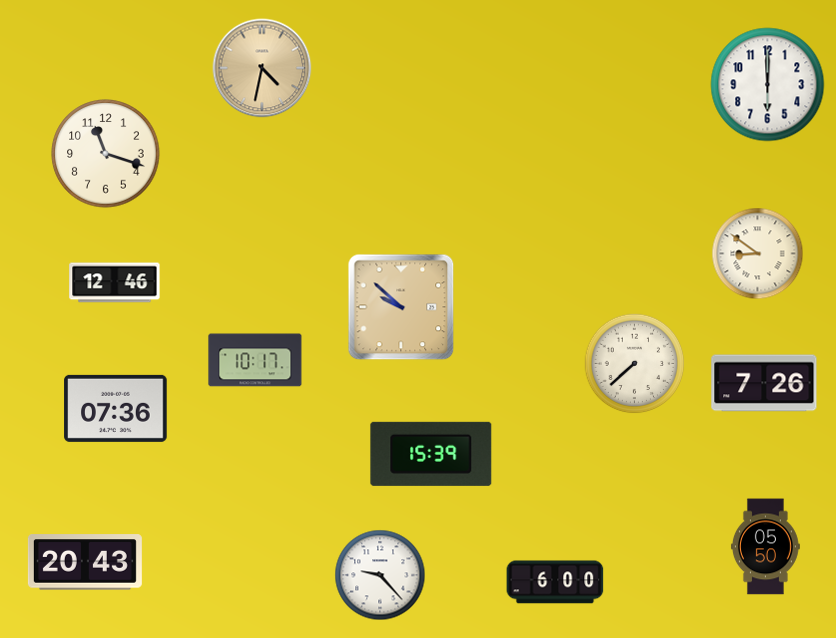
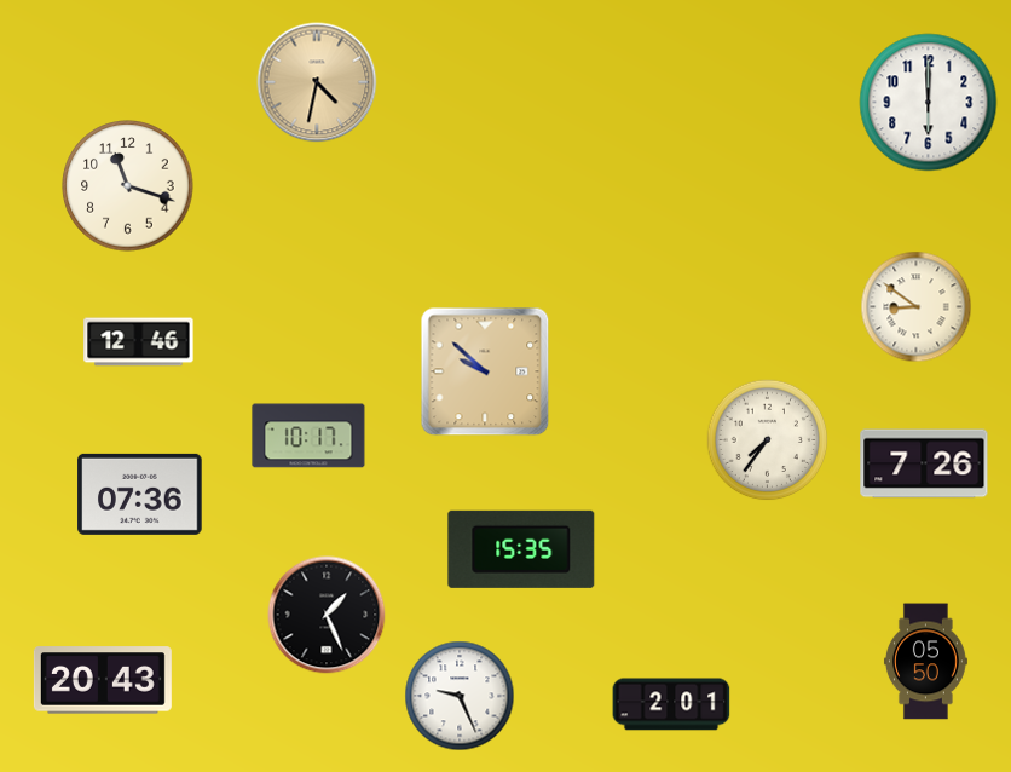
clock at (635, 364): 7:38 -> 7:36
clock at (431, 454): 15:39 -> 15:35
clock at (327, 615): none -> 1:26
clock at (380, 575): 9:23 -> 9:26
clock at (555, 582): 6:00 -> 2:01
